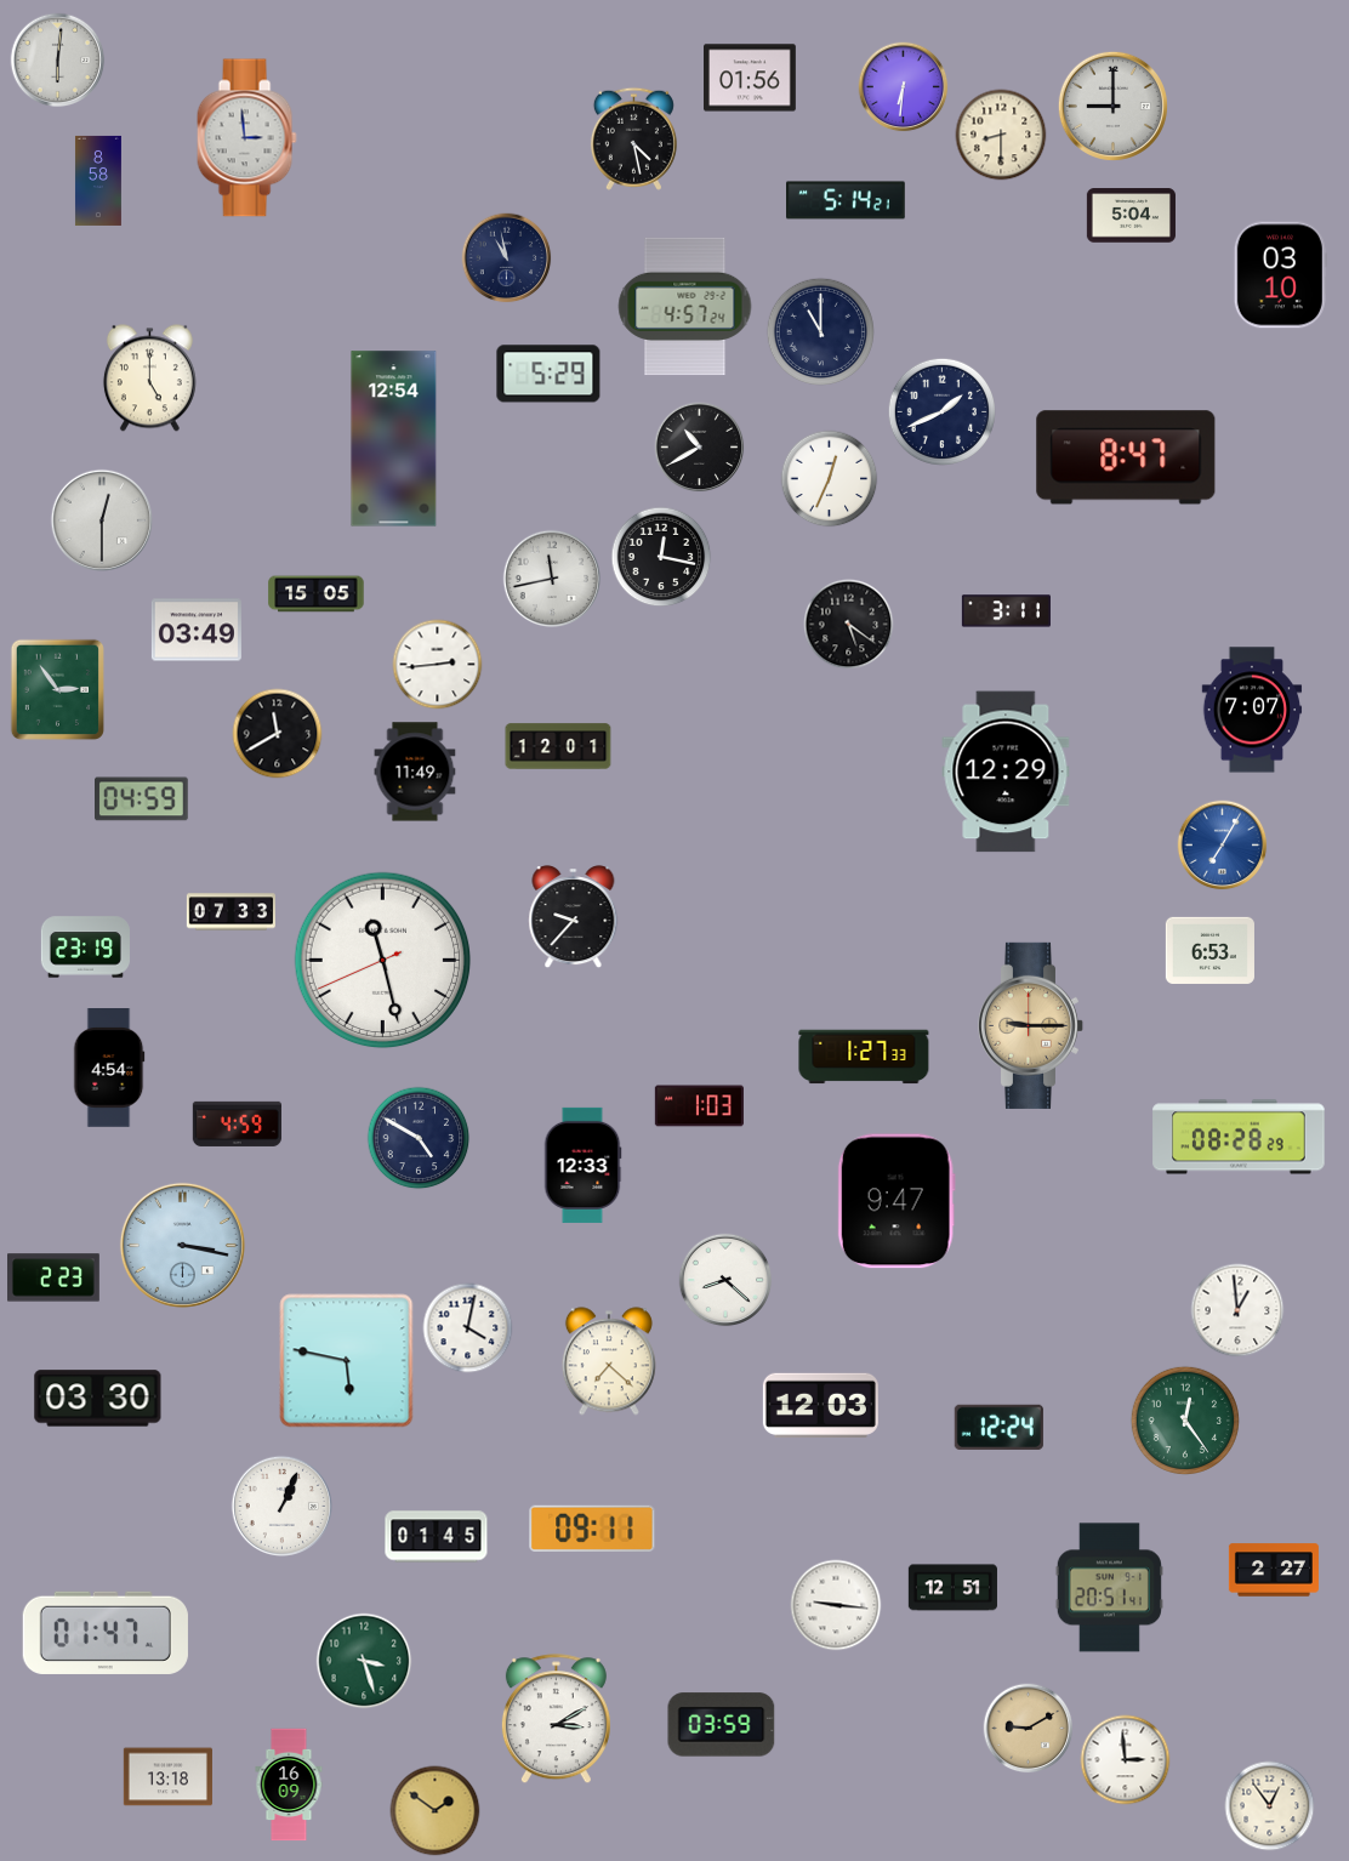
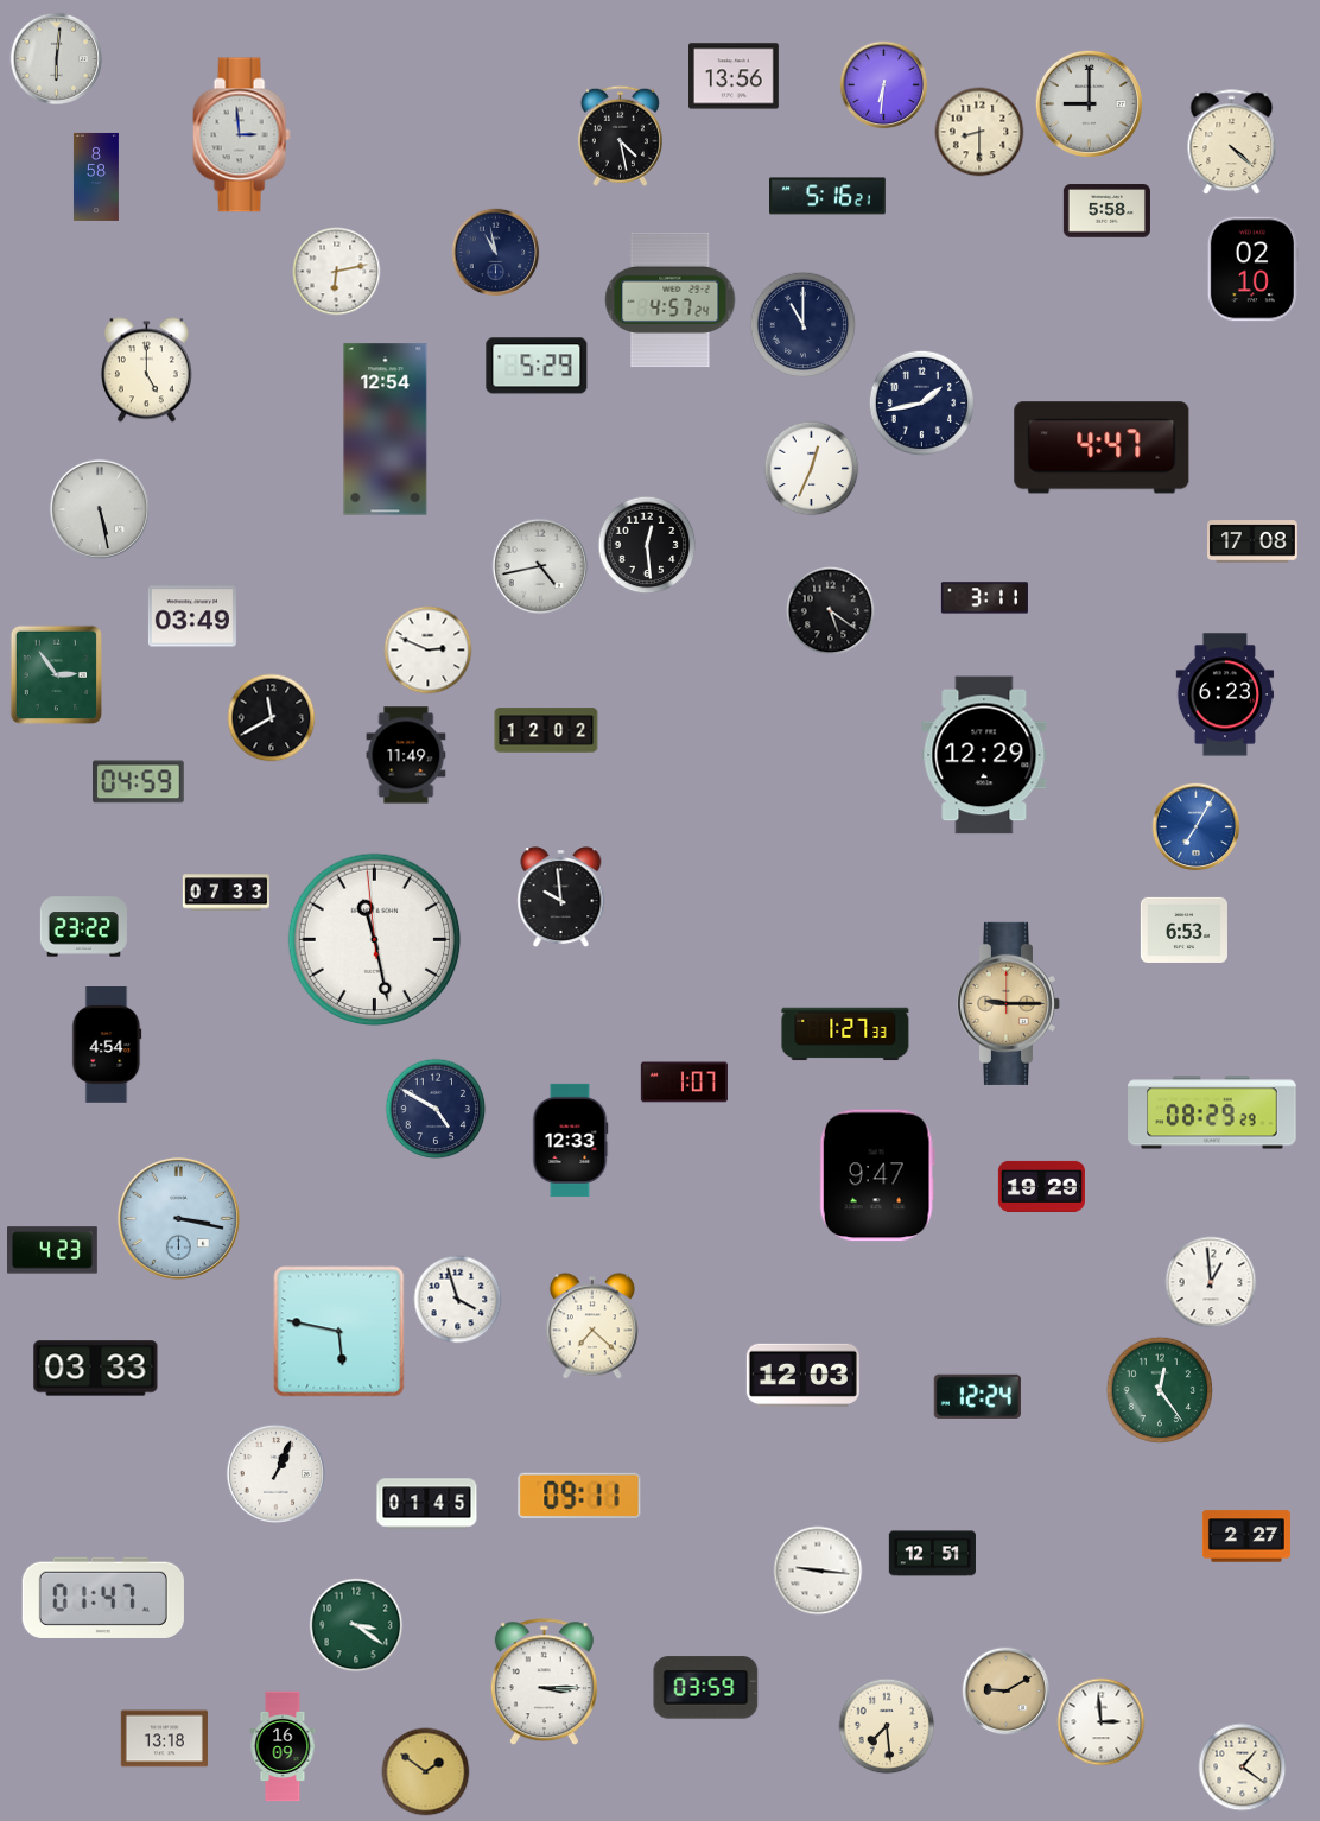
clock at (751, 78): 01:56 -> 13:56
clock at (1232, 142): none -> 4:22
clock at (846, 200): 5:14 -> 5:16
clock at (1131, 216): 5:04 -> 5:58
clock at (1280, 275): 03:10 -> 02:10
clock at (337, 272): none -> 6:13
clock at (941, 411): 1:41 -> 1:43
clock at (700, 448): 10:40 -> none
clock at (1126, 457): 8:47 -> 4:47
clock at (101, 519): 12:30 -> 5:28
clock at (1254, 541): none -> 17:08
clock at (661, 557): 12:17 -> 12:29
clock at (552, 579): 11:43 -> 4:43
clock at (317, 594): 15:05 -> none
clock at (438, 665): 2:44 -> 2:49
clock at (1252, 710): 7:07 -> 6:23
clock at (558, 746): 12:01 -> 12:02
clock at (574, 917): 9:37 -> 9:59
clock at (85, 947): 23:19 -> 23:22
clock at (383, 961): 11:27:41 -> 11:27:59
clock at (699, 1106): 1:03 -> 1:07
clock at (237, 1123): 4:59 -> none
clock at (1239, 1137): 08:28 -> 08:29
clock at (419, 1138) position: (419, 1138) -> (436, 1109)
clock at (1041, 1186): none -> 19:29
clock at (55, 1277): 2:23 -> 4:23
clock at (725, 1280): 8:22 -> none
clock at (468, 1328): 4:02 -> 3:57
clock at (609, 1361) position: (609, 1361) -> (592, 1326)
clock at (98, 1399): 03:30 -> 03:33
clock at (1109, 1588): 20:51 -> none
clock at (364, 1661): 3:27 -> 3:21
clock at (556, 1719): 3:10 -> 3:15
clock at (887, 1726): none -> 7:29
clock at (1270, 1806): 12:54 -> 1:21
